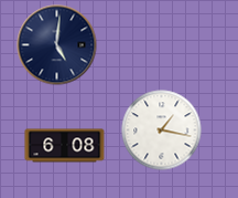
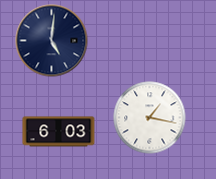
clock at (162, 131) position: (162, 131) -> (150, 118)
clock at (65, 146): 6:08 -> 6:03
